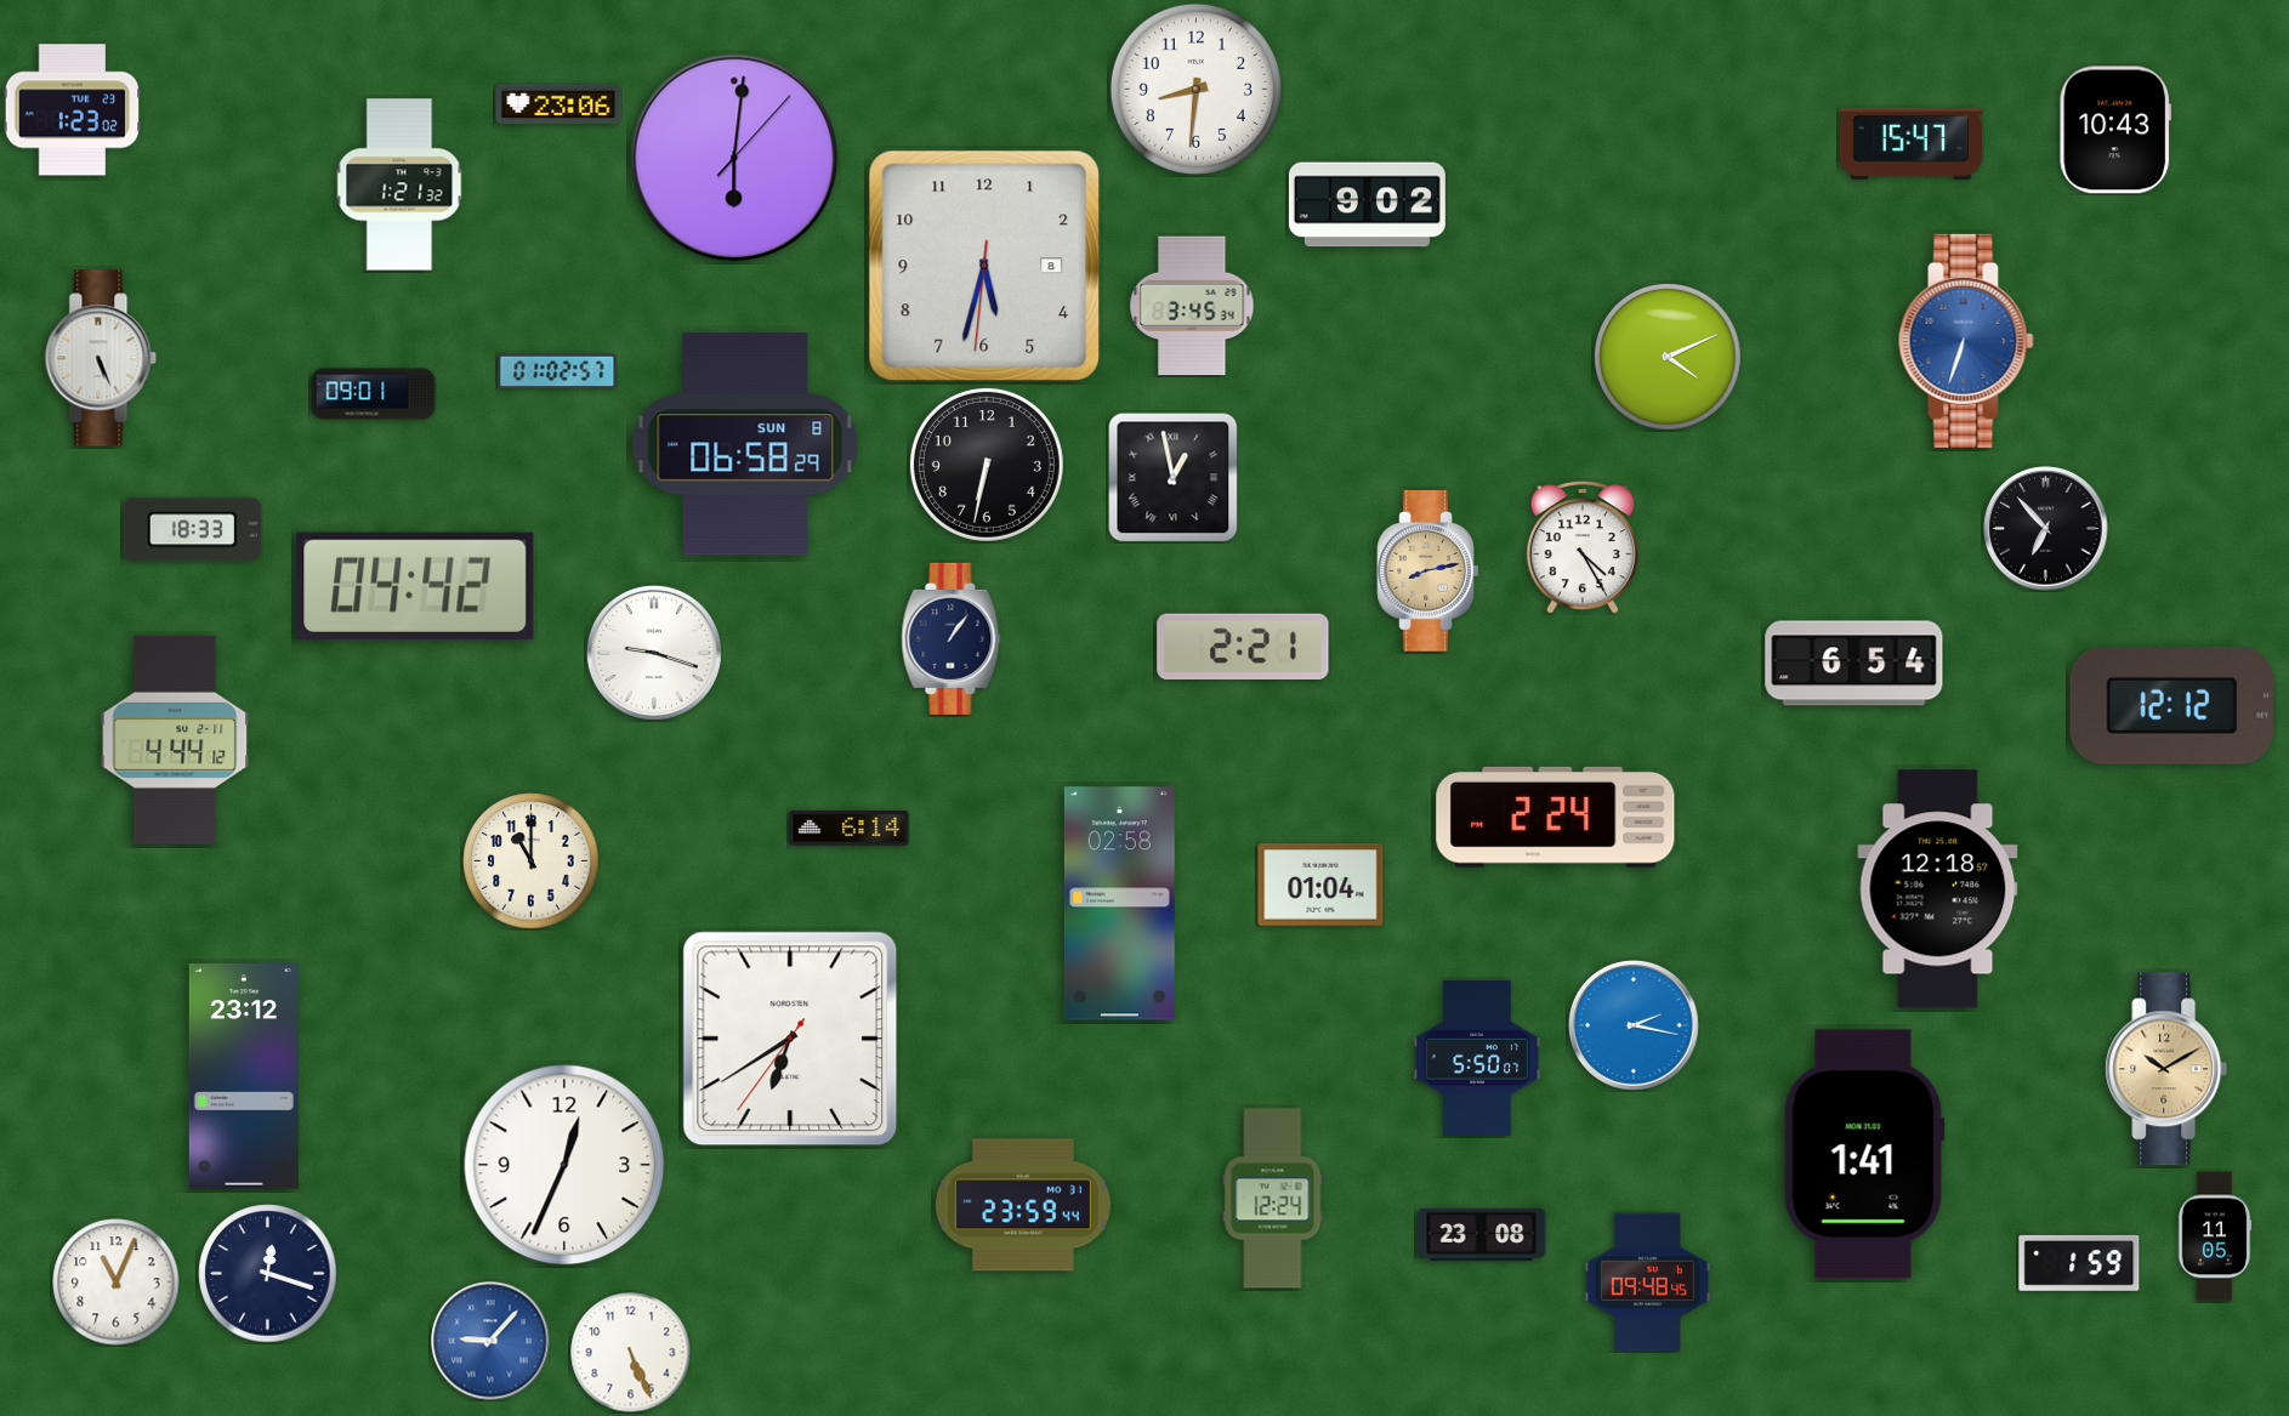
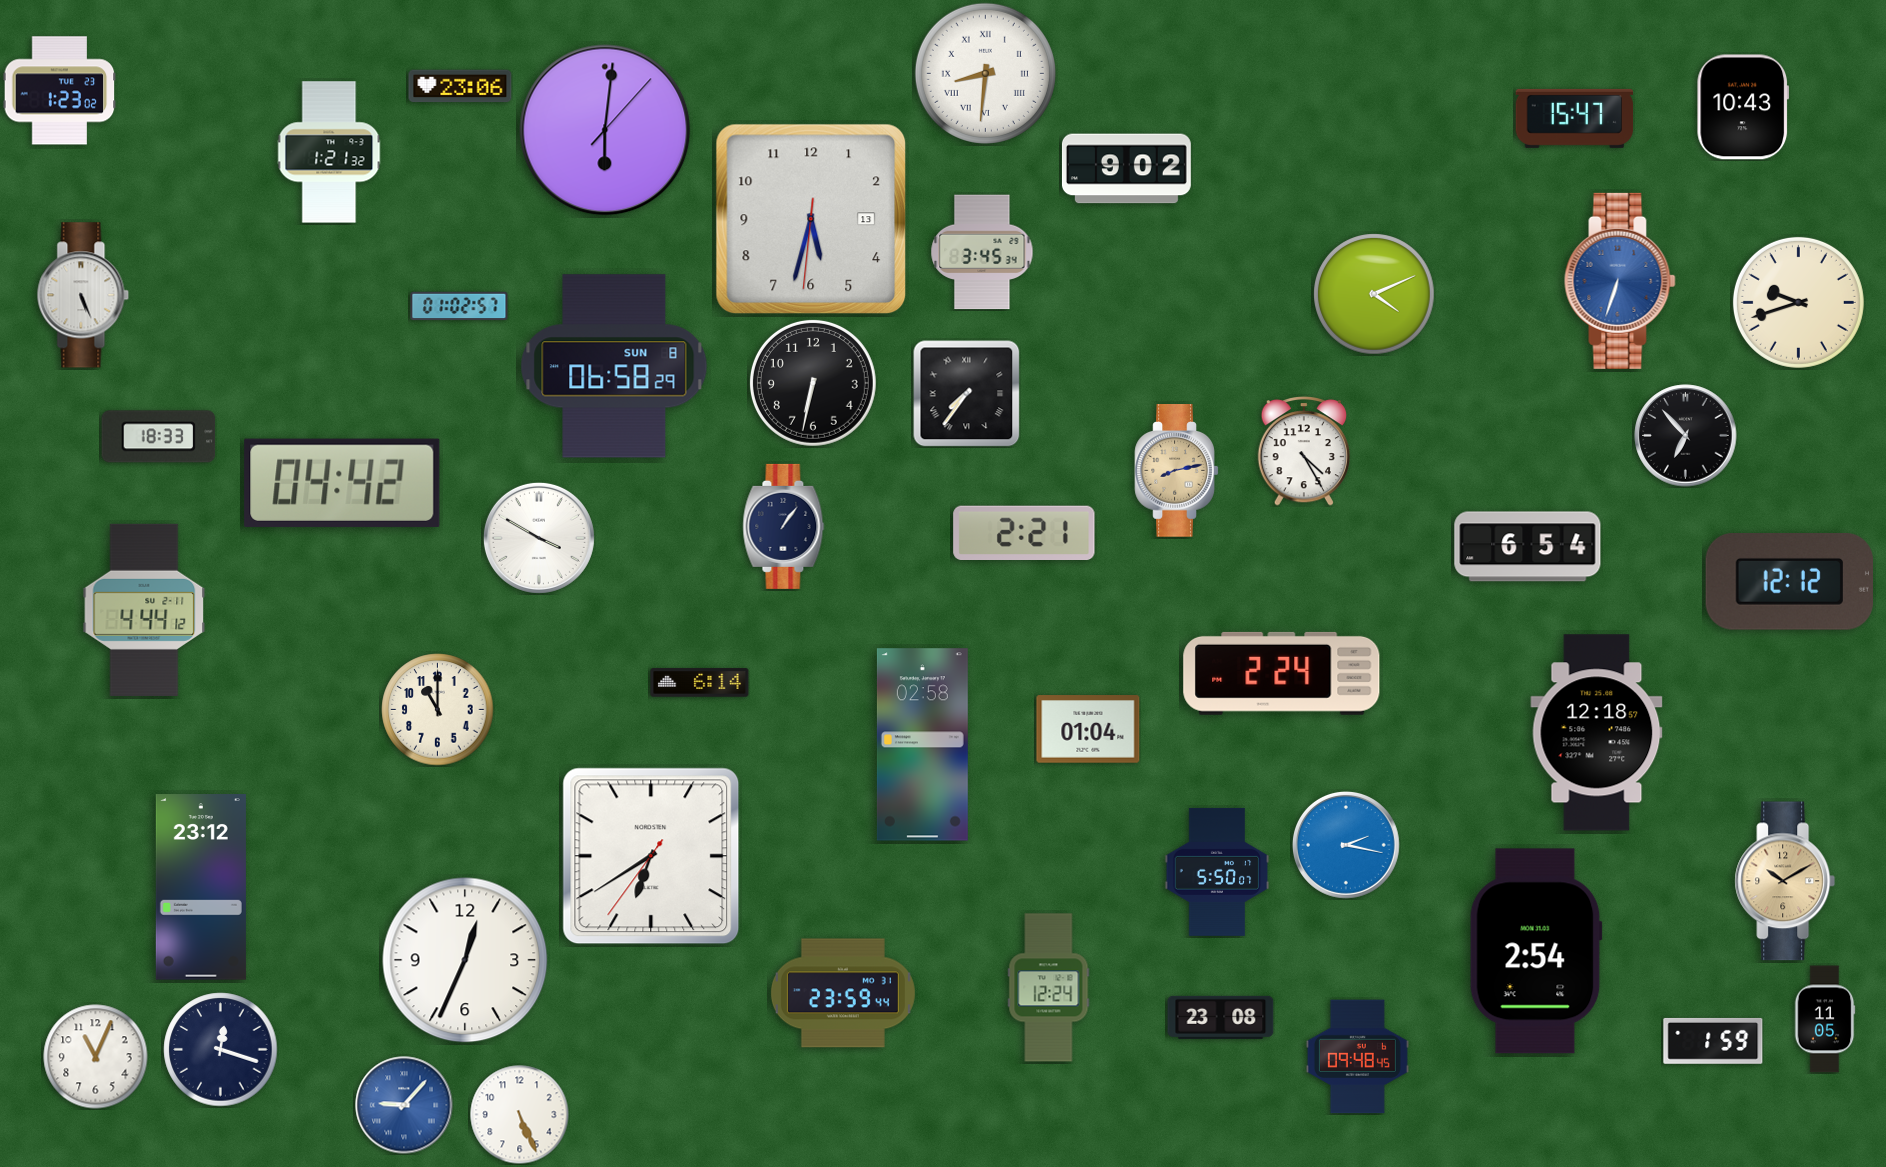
clock at (1195, 89) numerals: Arabic -> Roman
clock at (984, 266) date: 8 -> 13
clock at (1798, 302): none -> 9:42
clock at (374, 394): 09:01 -> none
clock at (1172, 477): 12:58 -> 7:36
clock at (654, 653): 9:18 -> 3:50
clock at (1864, 1154): 1:41 -> 2:54
